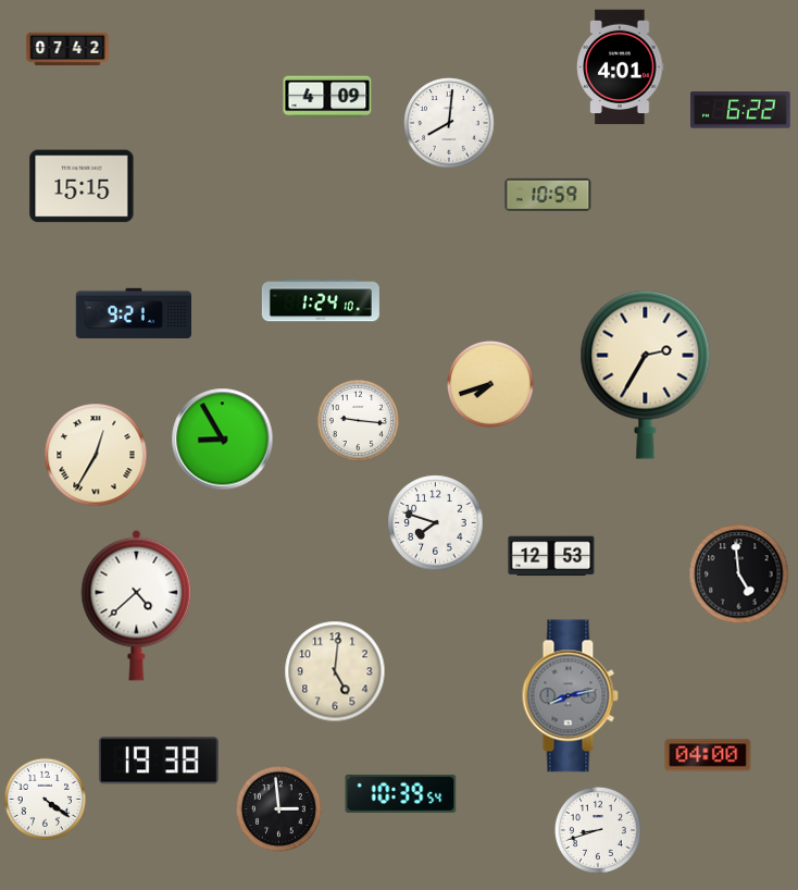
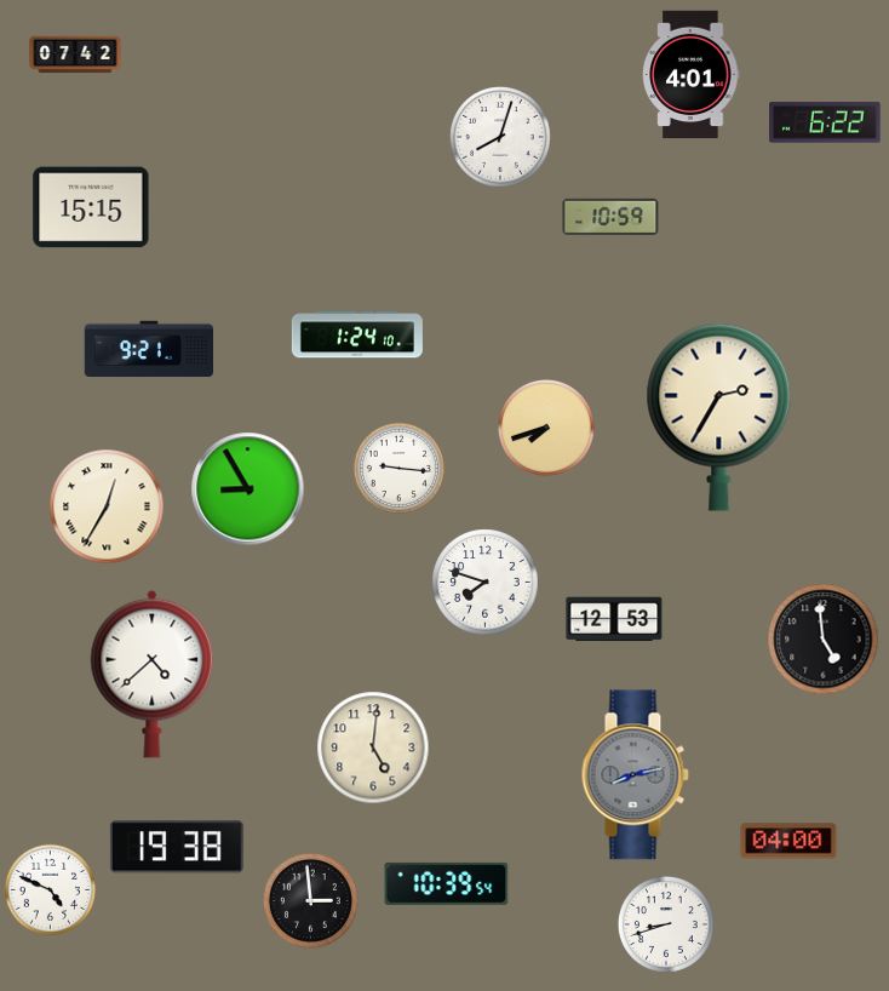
clock at (327, 97): 4:09 -> none
clock at (449, 123): 8:01 -> 8:03
clock at (45, 799): 4:21 -> 4:49
